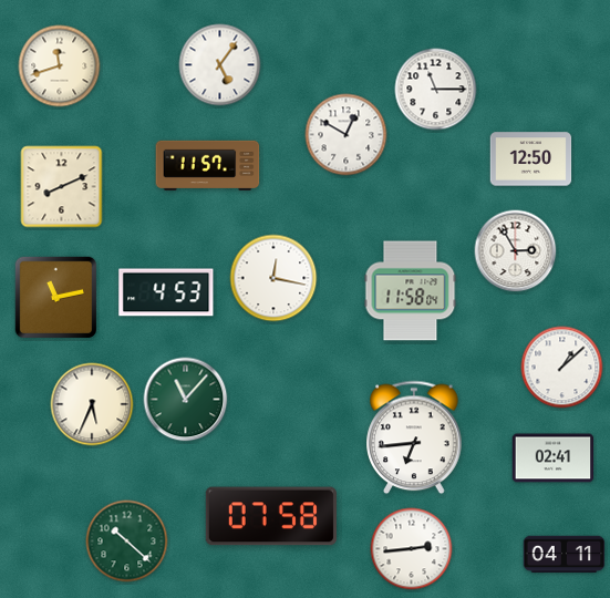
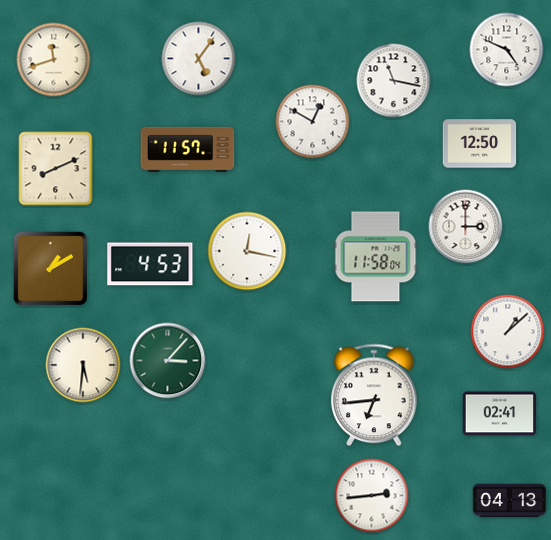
clock at (507, 50): none -> 4:49
clock at (436, 90): 11:15 -> 11:17
clock at (516, 251): 2:55 -> 3:00
clock at (411, 291) position: (411, 291) -> (376, 257)
clock at (56, 298): 11:13 -> 1:10
clock at (186, 400): 11:07 -> 3:07
clock at (92, 404): 5:34 -> 5:31
clock at (271, 516): 07:58 -> none
clock at (127, 542): 10:22 -> none
clock at (565, 555): 04:11 -> 04:13
